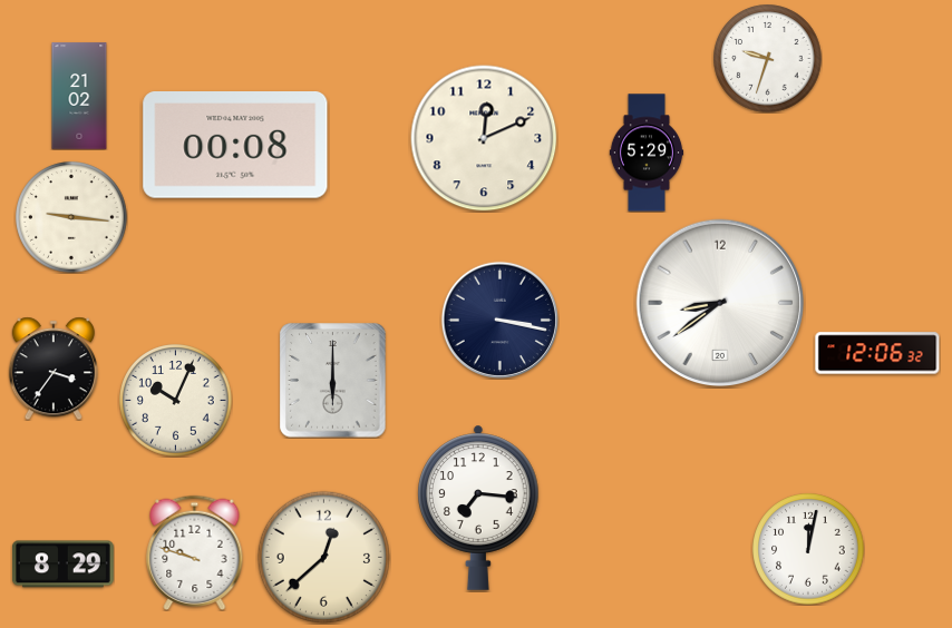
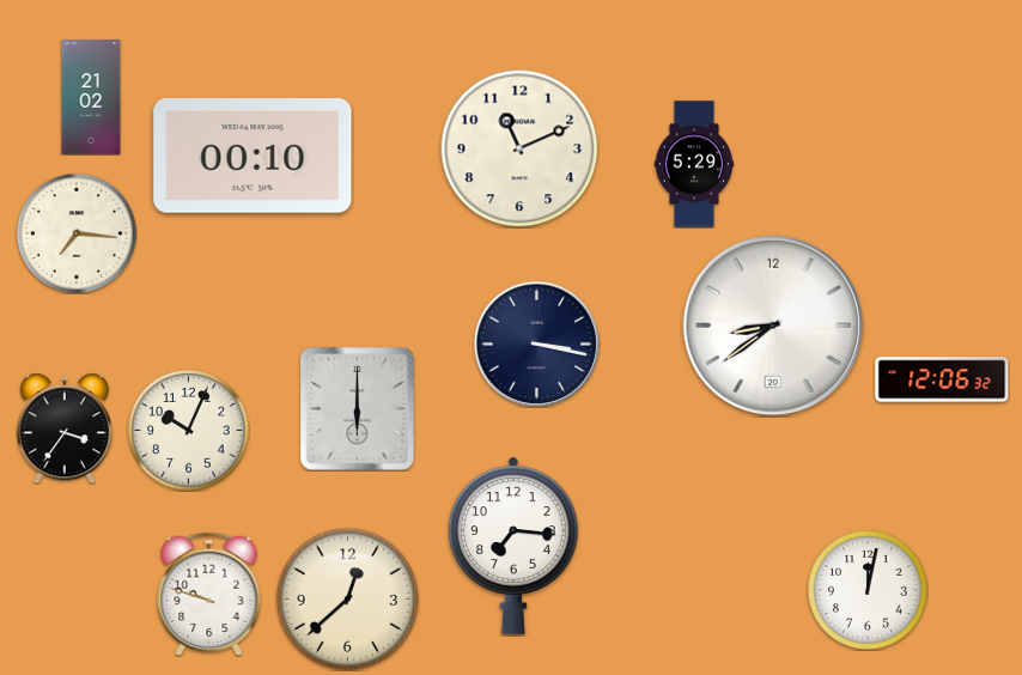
clock at (768, 59): 9:33 -> none
clock at (79, 96) position: (79, 96) -> (91, 97)
clock at (484, 138): 12:11 -> 11:11
clock at (235, 146): 00:08 -> 00:10
clock at (71, 217): 9:16 -> 7:16
clock at (54, 369) position: (54, 369) -> (65, 428)
clock at (62, 565): 8:29 -> none
